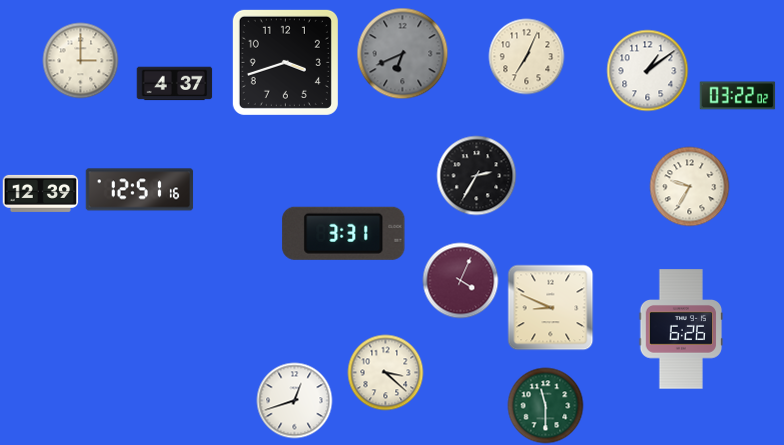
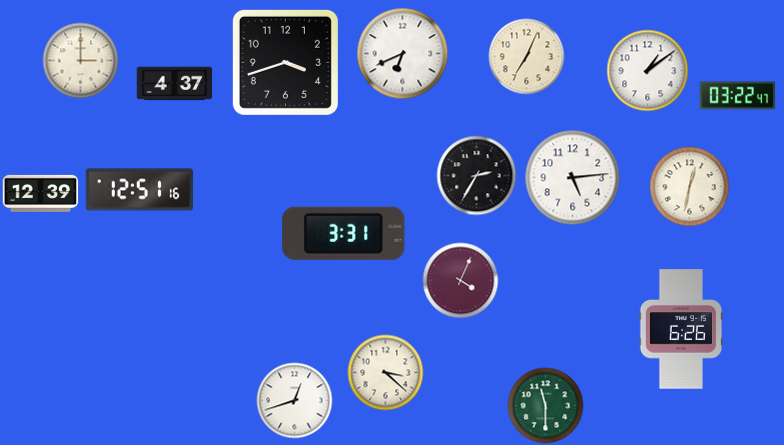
clock at (403, 54) dial: grey -> white
clock at (738, 96): 03:22:02 -> 03:22:47
clock at (573, 178): none -> 5:14
clock at (690, 187): 9:35 -> 12:32
clock at (551, 308): 8:49 -> none
